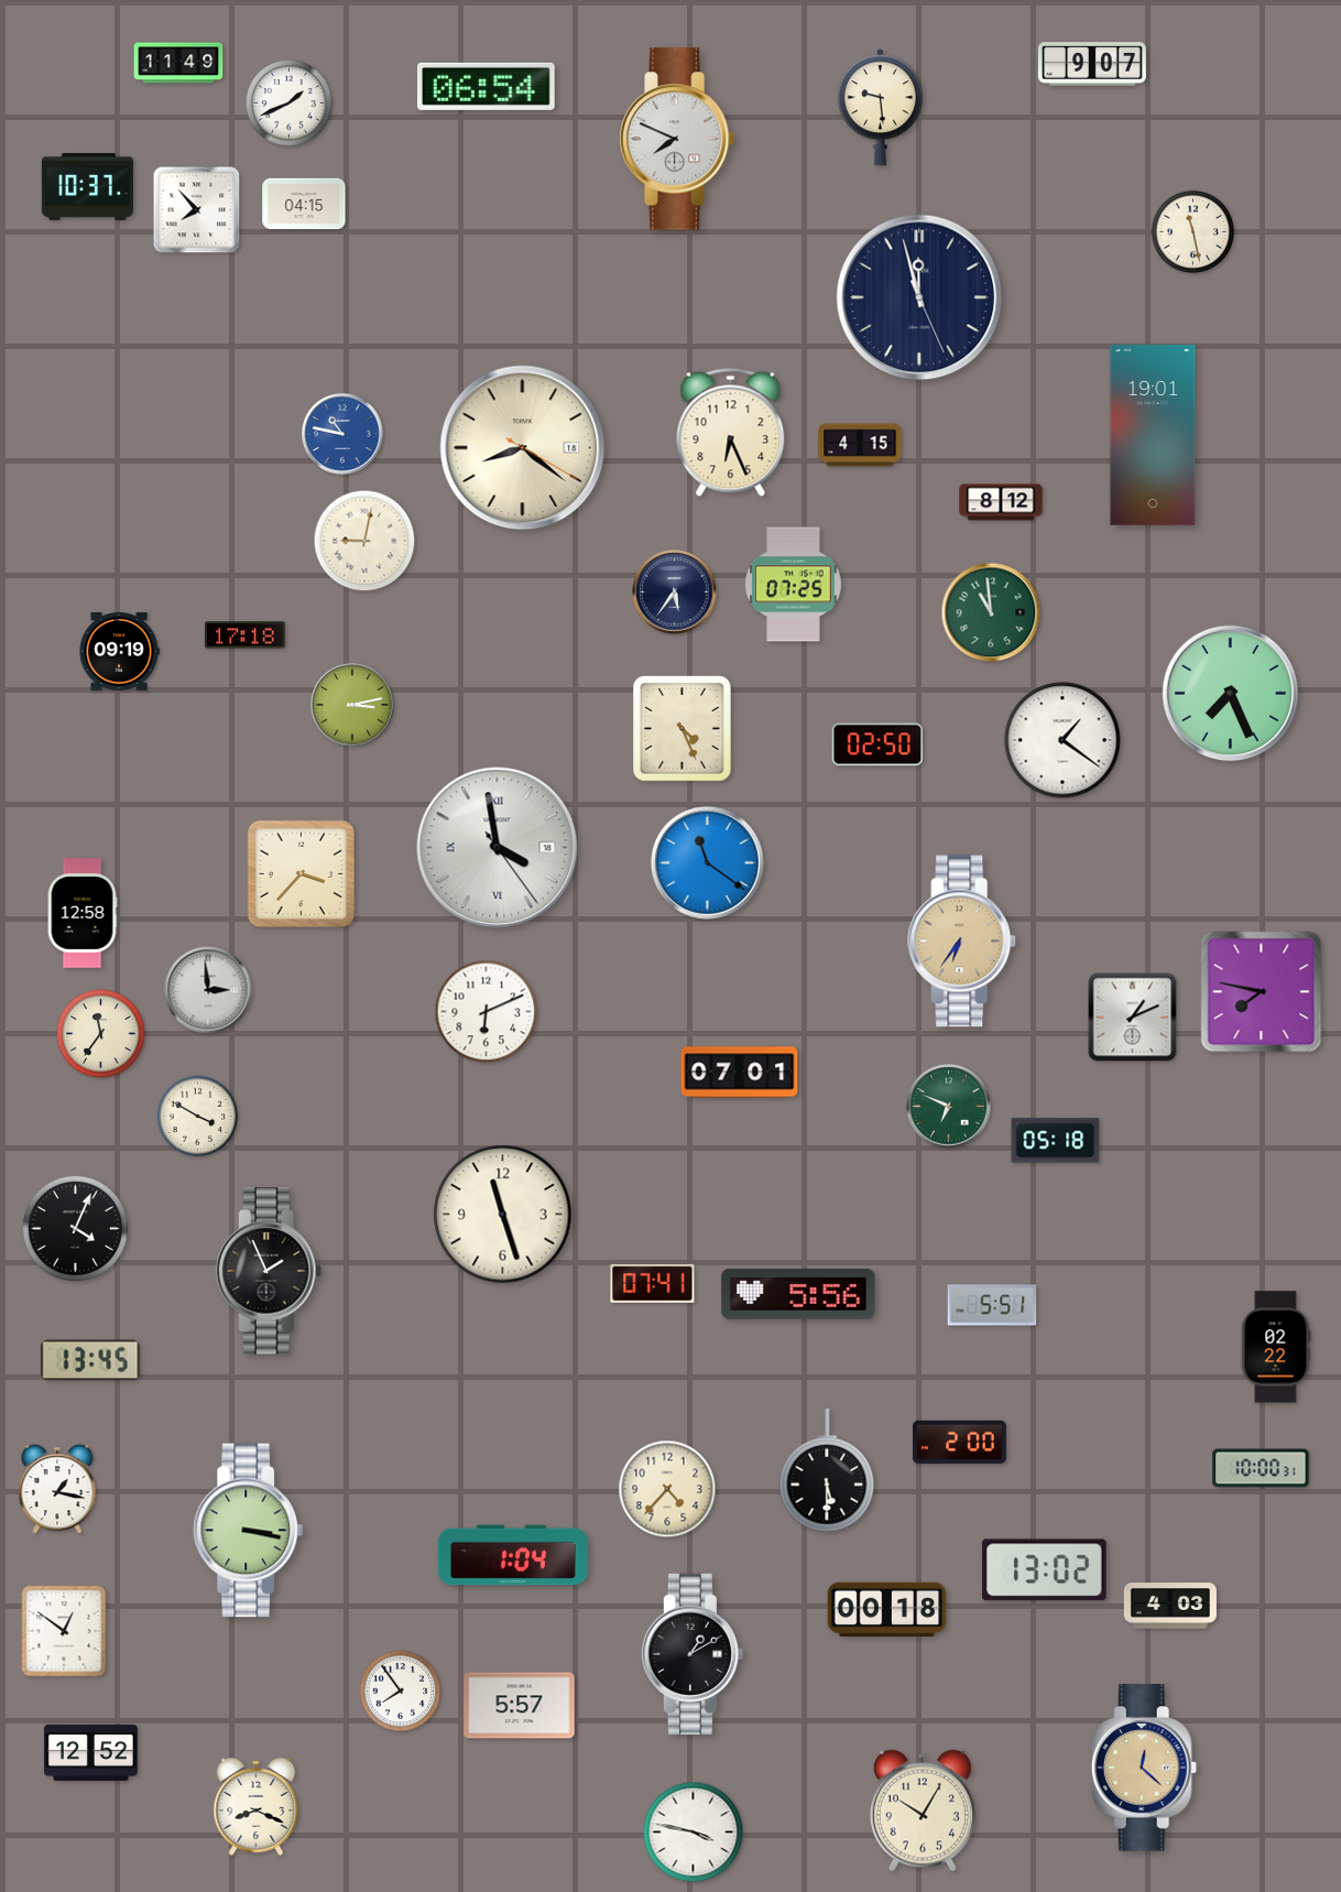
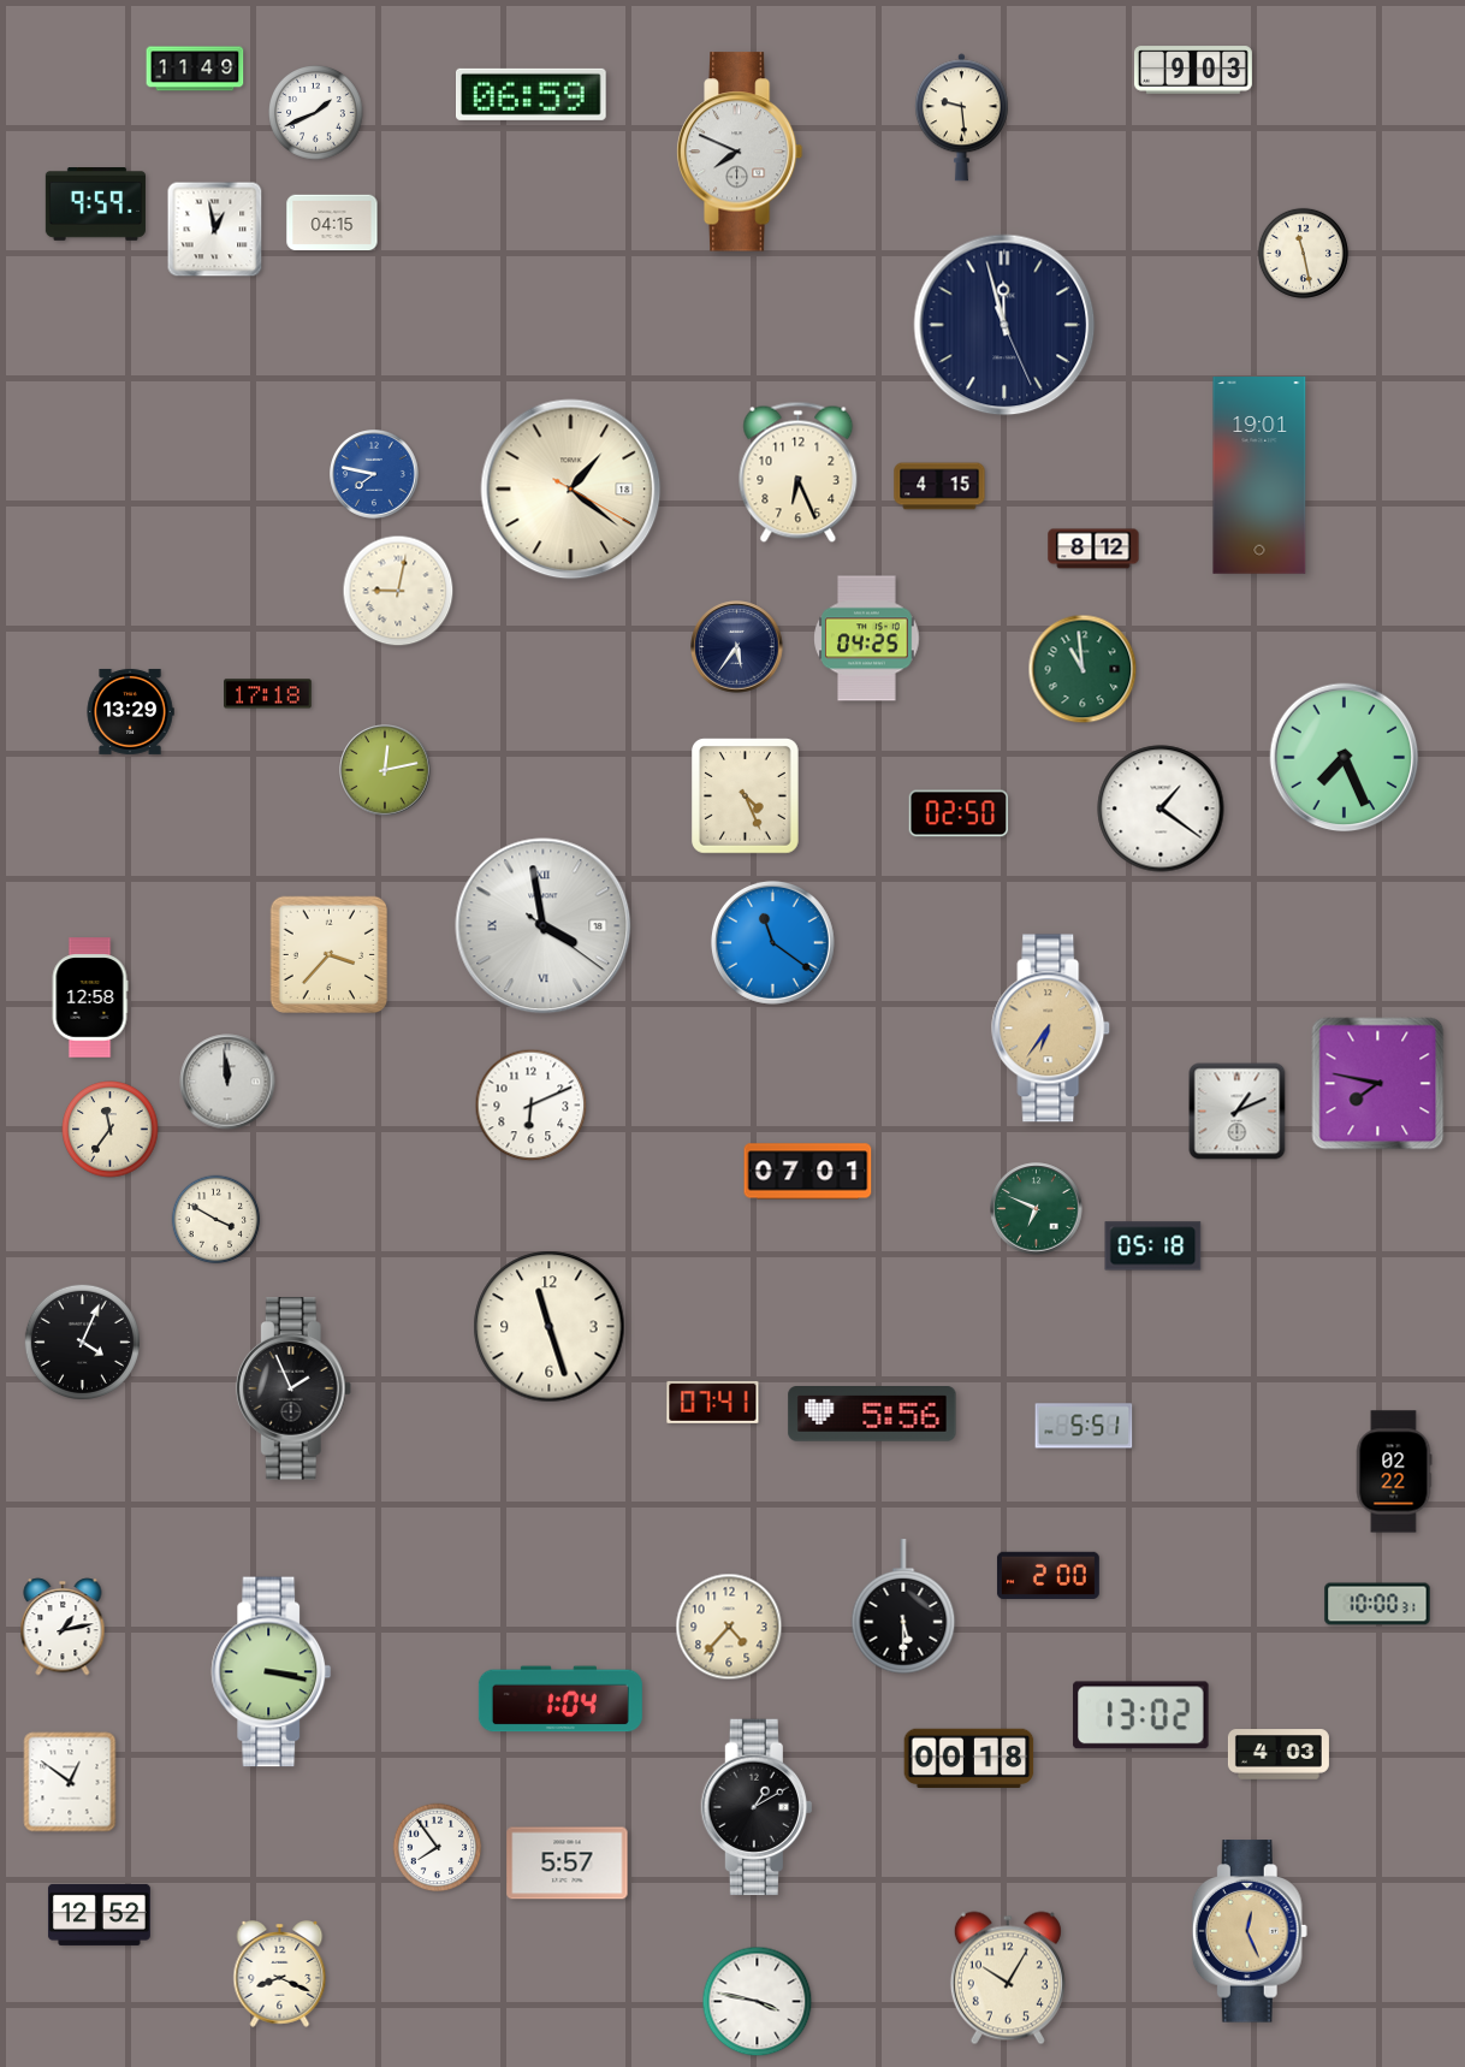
clock at (1092, 64): 9:07 -> 9:03
clock at (487, 86): 06:54 -> 06:59
clock at (87, 187): 10:37 -> 9:59
clock at (197, 210): 7:53 -> 12:58
clock at (344, 435): 10:47 -> 7:47
clock at (523, 448): 8:21 -> 1:21
clock at (794, 585): 07:25 -> 04:25
clock at (119, 651): 09:19 -> 13:29
clock at (352, 705): 3:13 -> 12:13
clock at (498, 848): 3:58:24 -> 3:58:21
clock at (208, 990): 2:59 -> 11:59
clock at (90, 1360): 13:45 -> none
clock at (57, 1489): 1:17 -> 1:13
clock at (1144, 1768): 12:22 -> 12:26
